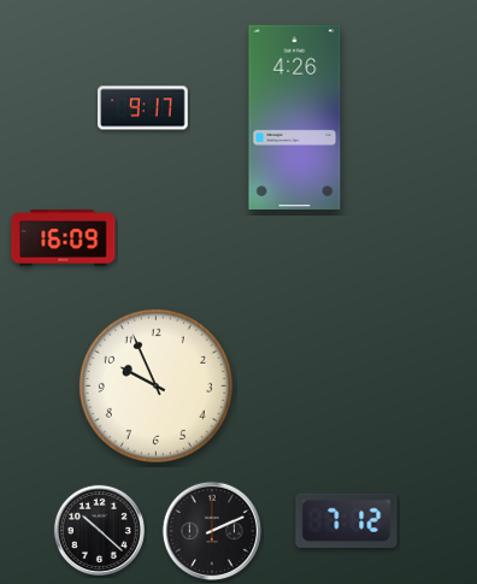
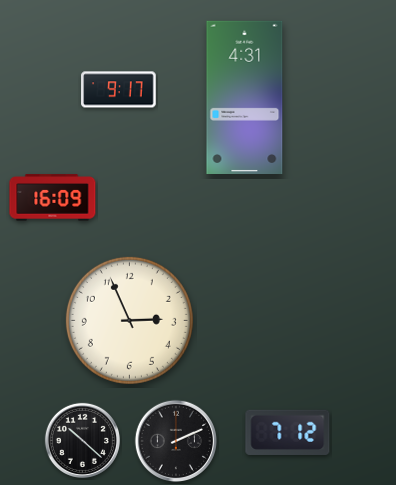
clock at (295, 117): 4:26 -> 4:31
clock at (155, 385): 9:56 -> 2:56
